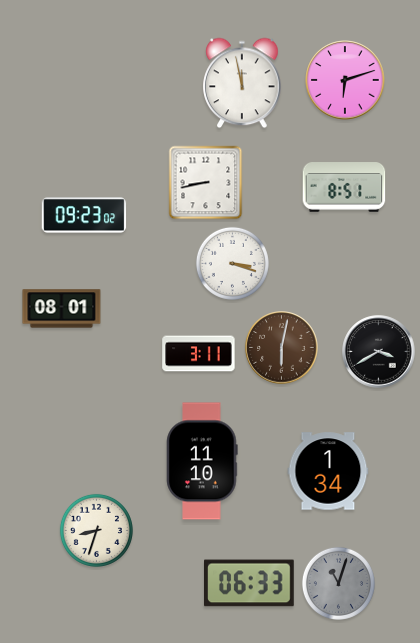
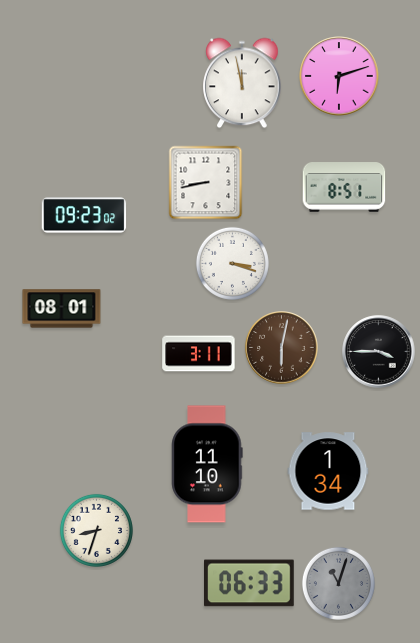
clock at (345, 80) position: (345, 80) -> (339, 76)
clock at (379, 352): 3:40 -> 3:45
clock at (202, 461) position: (202, 461) -> (207, 464)
